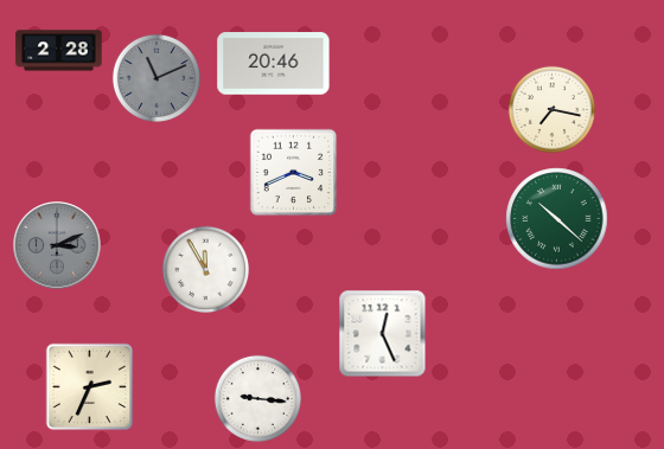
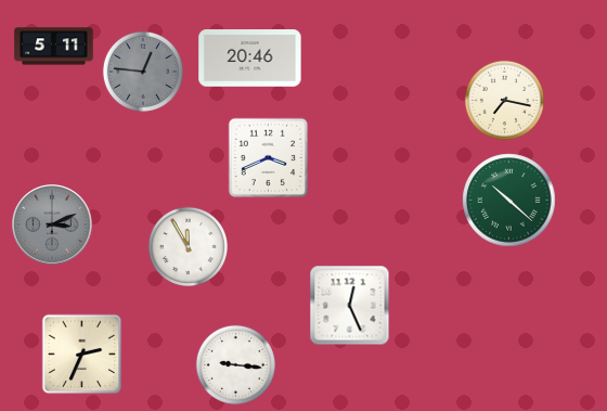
clock at (59, 51): 2:28 -> 5:11
clock at (157, 78): 11:11 -> 12:46
